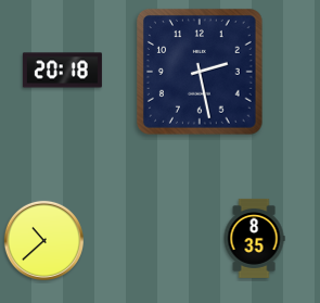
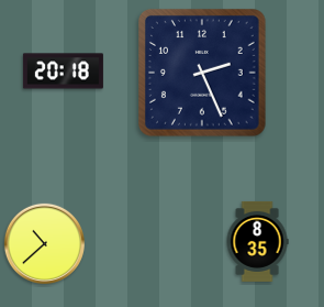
clock at (201, 73): 2:28 -> 2:26
